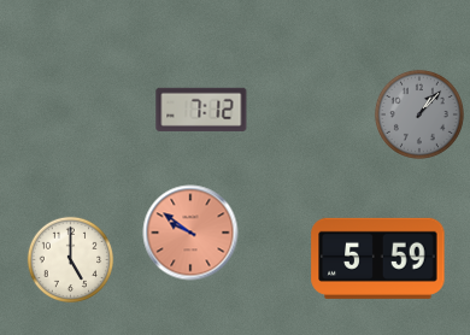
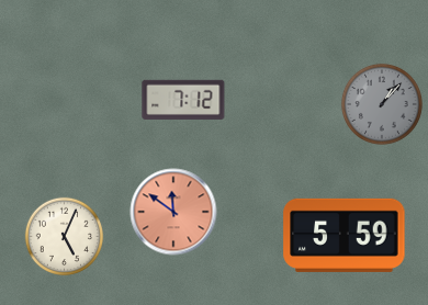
clock at (190, 233): 9:51 -> 11:51
clock at (71, 260): 5:00 -> 5:04
